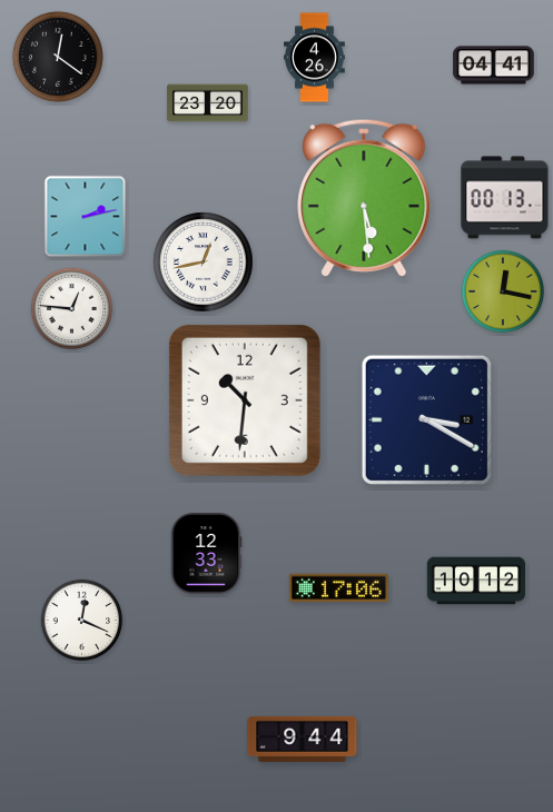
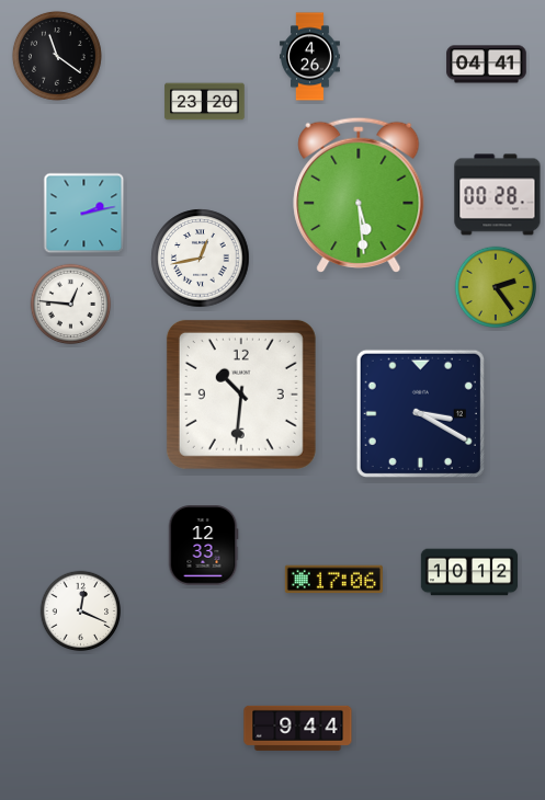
clock at (58, 57): 12:21 -> 11:21
clock at (505, 198): 00:13 -> 00:28
clock at (503, 291): 12:17 -> 2:24
